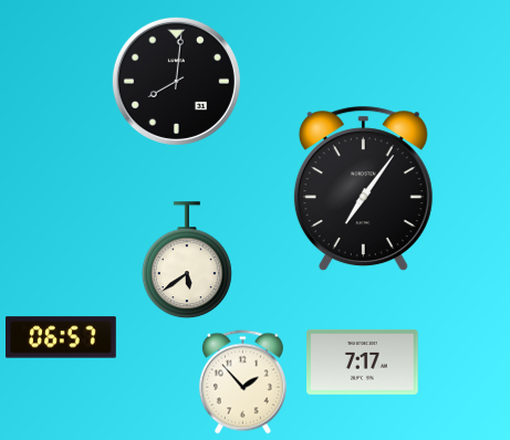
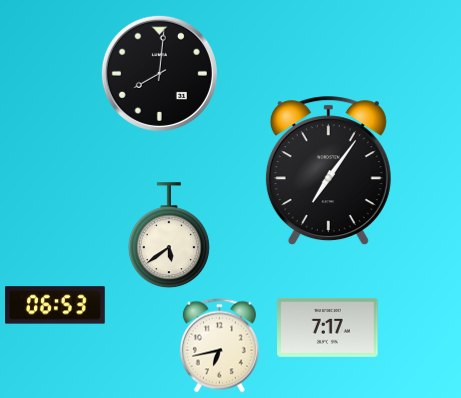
clock at (62, 337): 06:57 -> 06:53
clock at (242, 383): 1:53 -> 6:43
